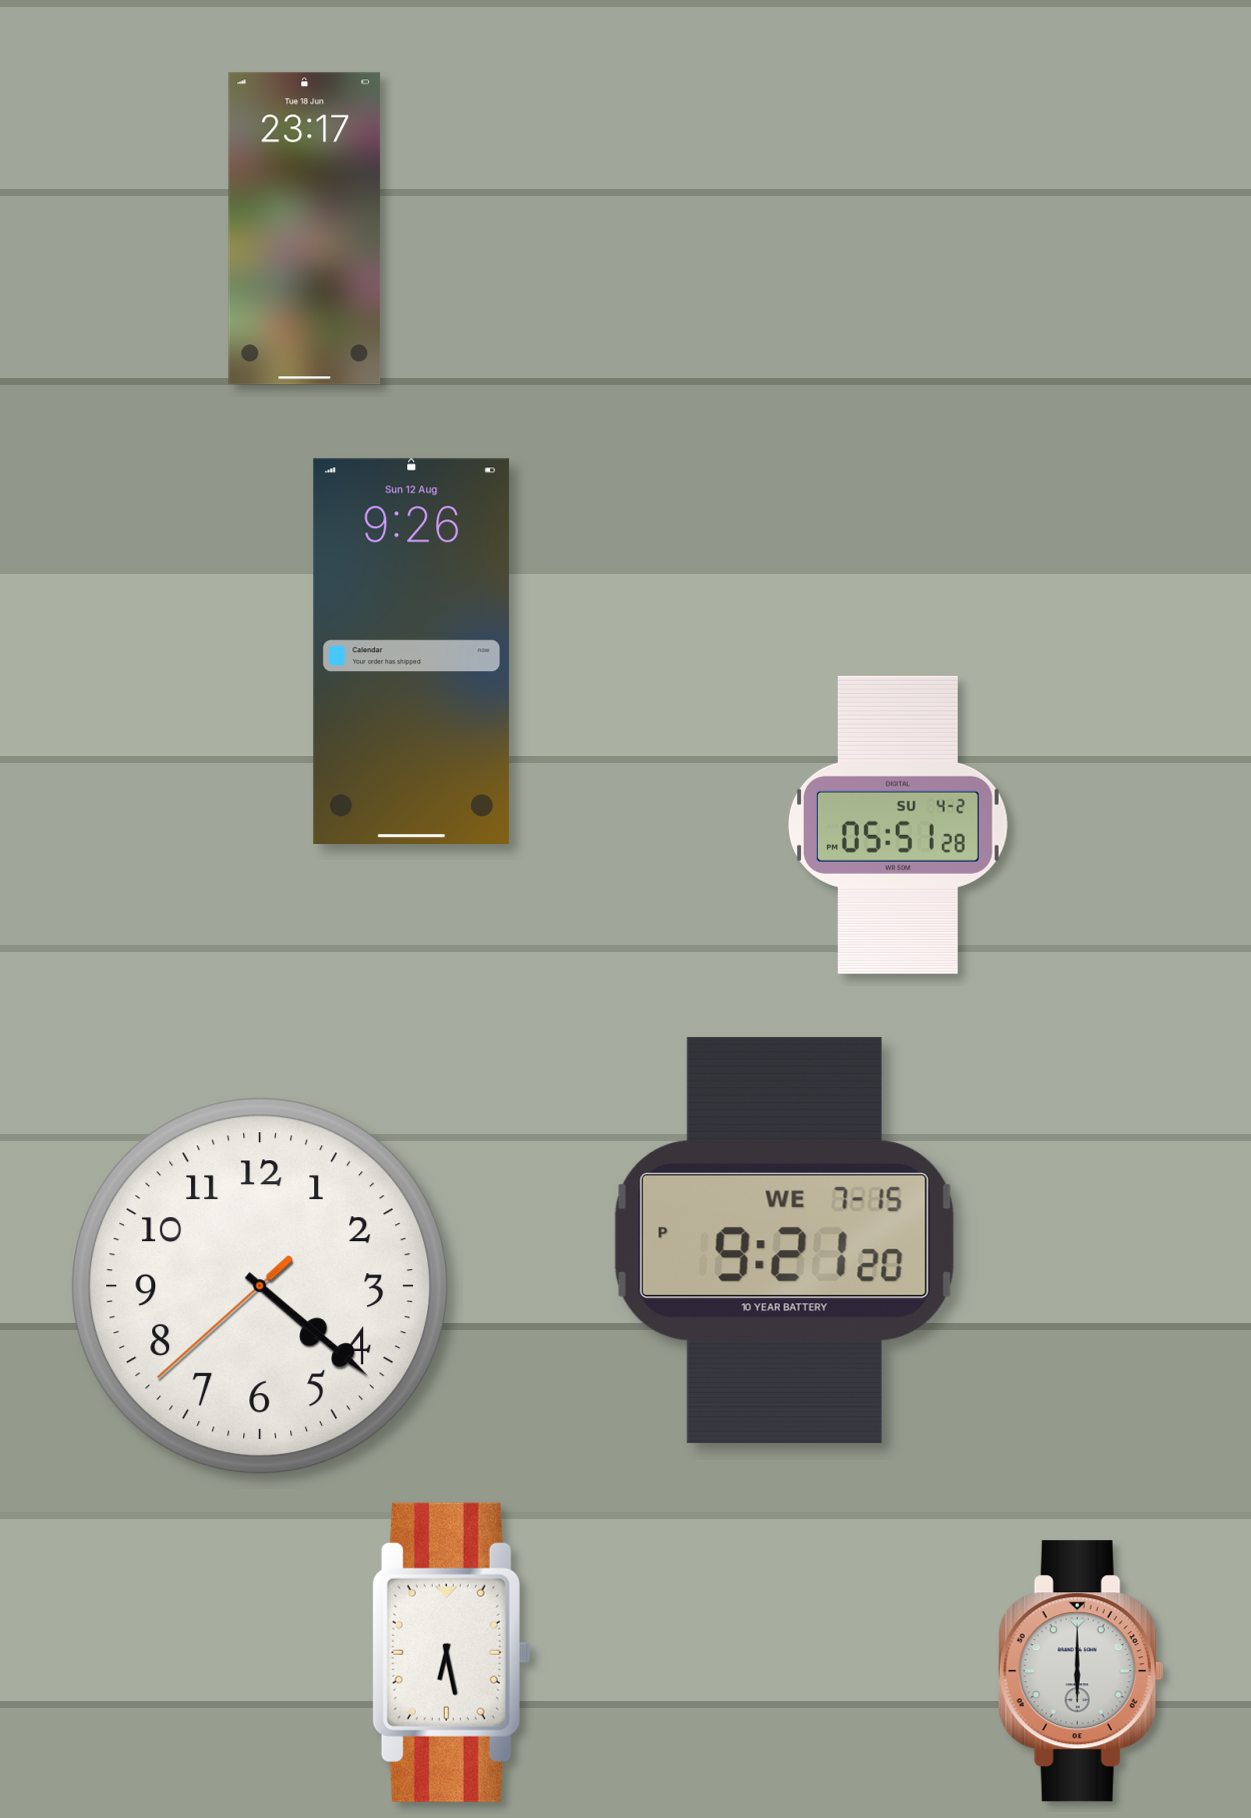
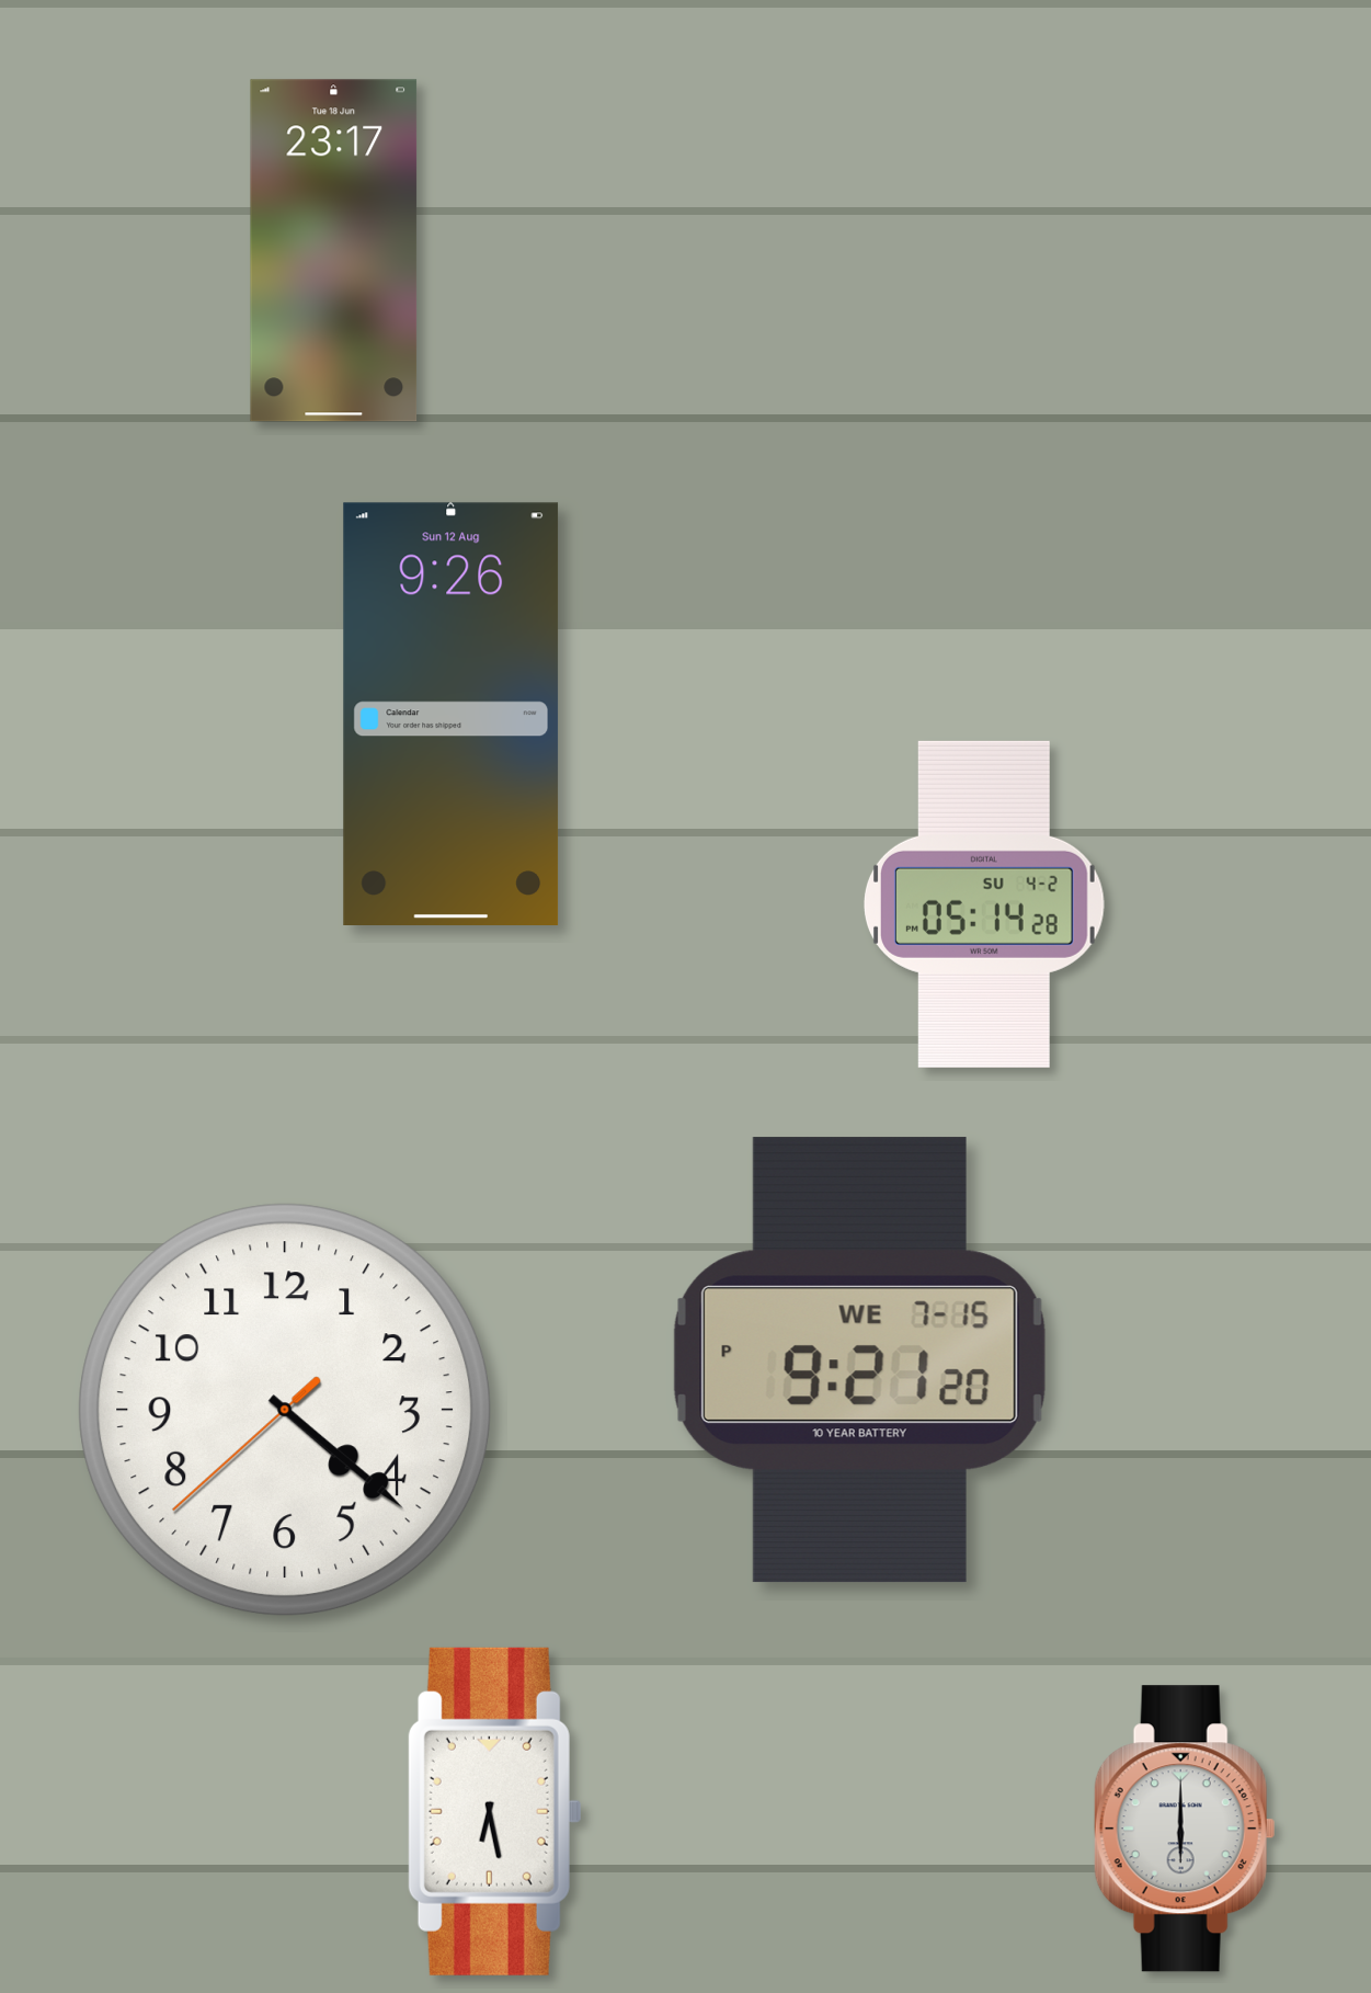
clock at (898, 825): 05:51 -> 05:14
clock at (1081, 1671) position: (1081, 1671) -> (1185, 1829)
